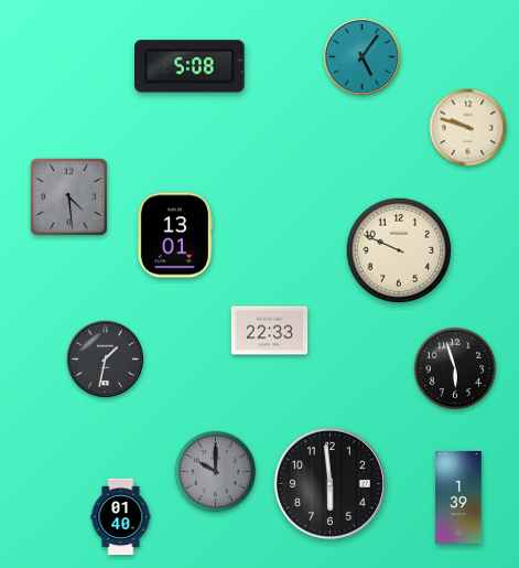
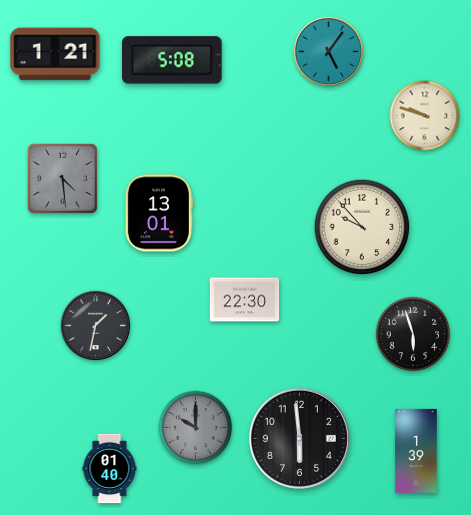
clock at (55, 54): none -> 1:21
clock at (399, 250): 9:49 -> 9:53
clock at (270, 331): 22:33 -> 22:30
